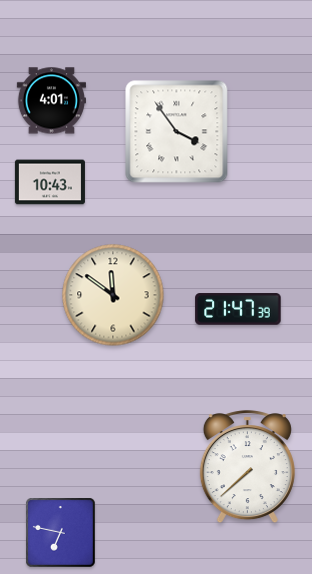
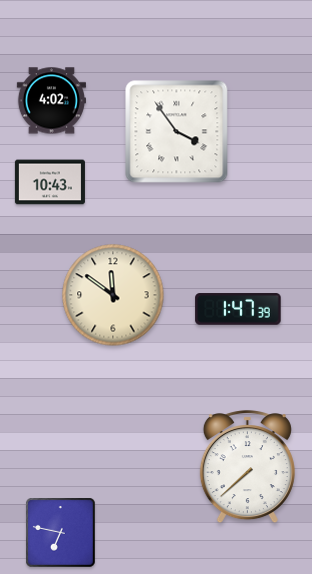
clock at (51, 101): 4:01 -> 4:02
clock at (238, 309): 21:47 -> 1:47
